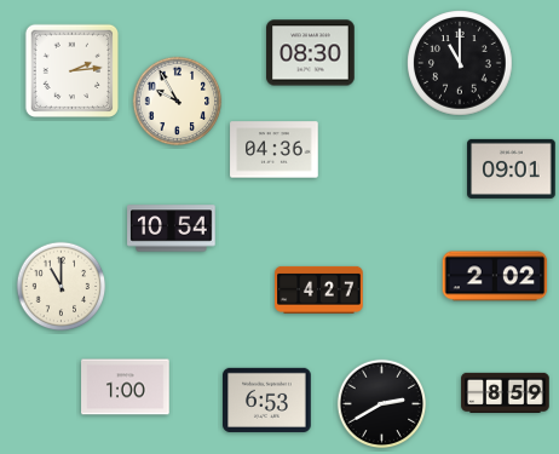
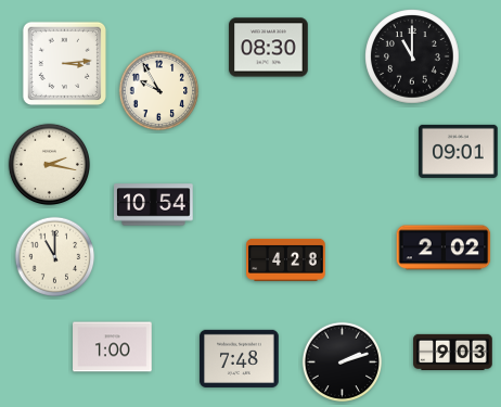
clock at (311, 53) position: (311, 53) -> (269, 48)
clock at (73, 71): 2:14 -> 3:14
clock at (275, 150): 04:36 -> none
clock at (50, 165): none -> 2:17
clock at (319, 289): 4:27 -> 4:28
clock at (506, 392): 8:59 -> 9:03
clock at (267, 400): 6:53 -> 7:48
clock at (382, 404): 2:40 -> 2:12
